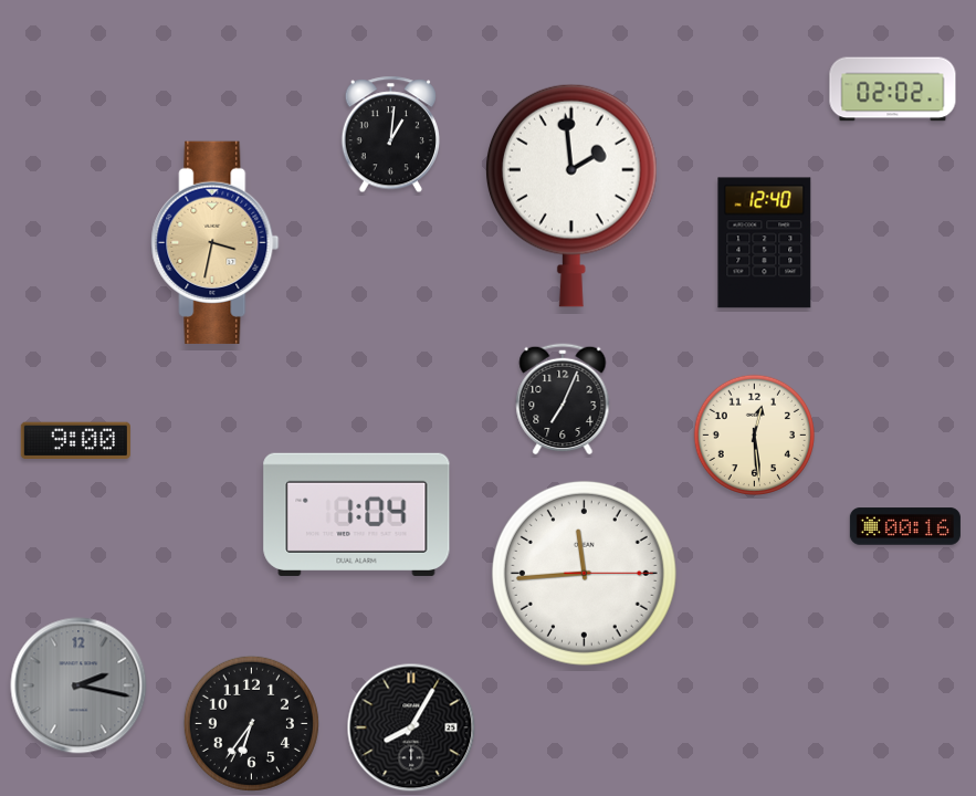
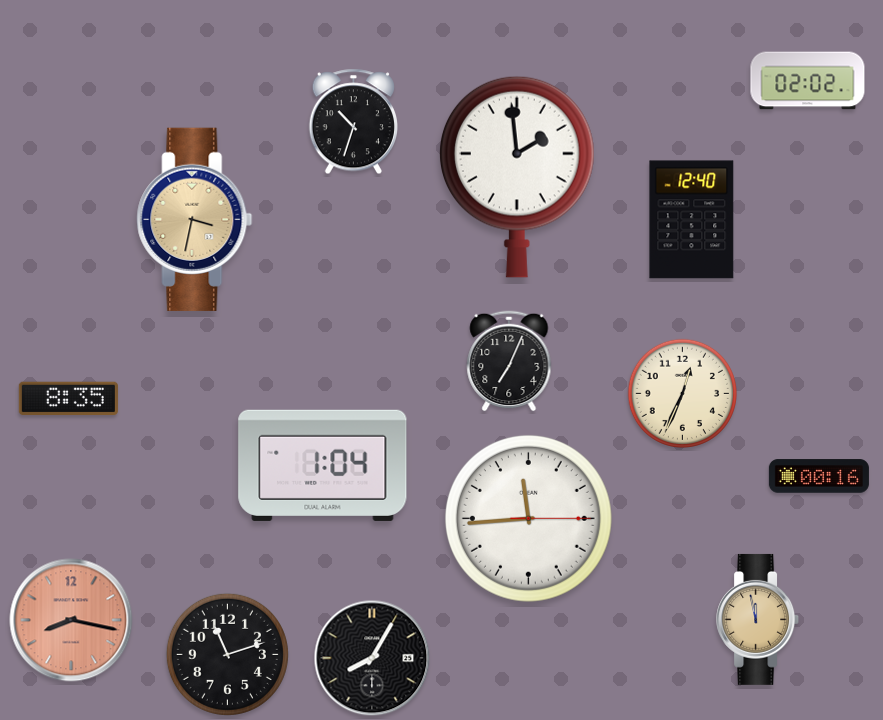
clock at (390, 135): 1:01 -> 10:33
clock at (754, 434): 12:29 -> 12:34
clock at (75, 441): 9:00 -> 8:35
clock at (758, 619): none -> 11:58
clock at (78, 685): 2:17 -> 8:17
clock at (78, 685) dial: grey -> salmon
clock at (251, 723): 6:36 -> 11:12
